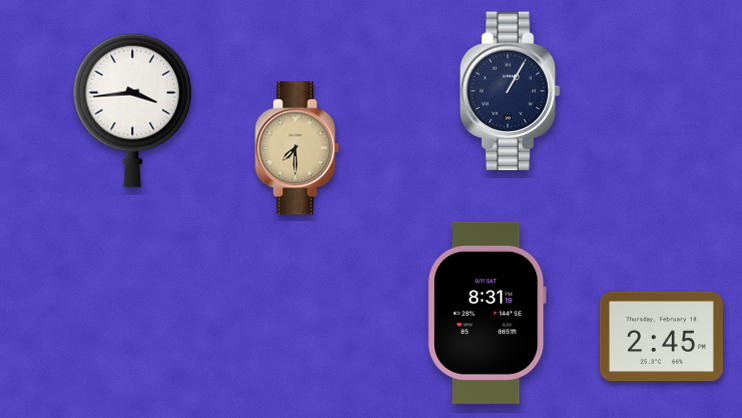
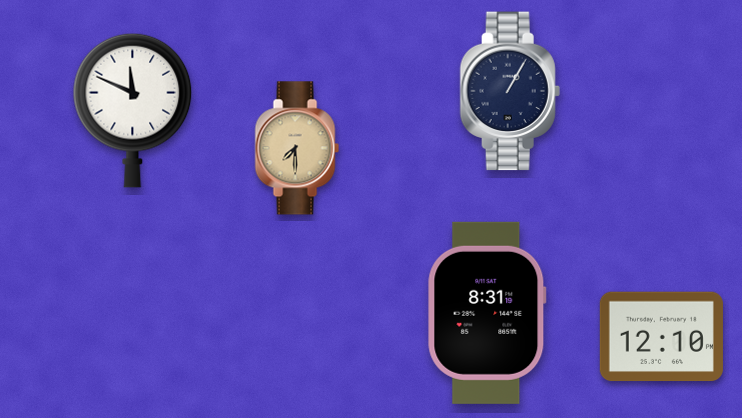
clock at (133, 110): 3:44 -> 11:49
clock at (661, 337): 2:45 -> 12:10
